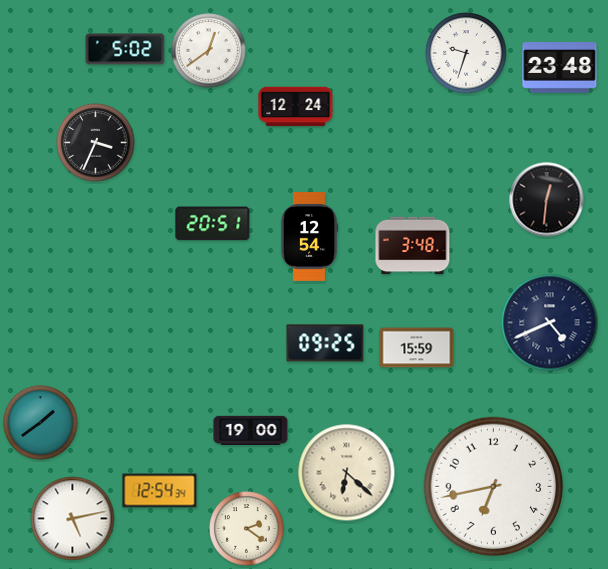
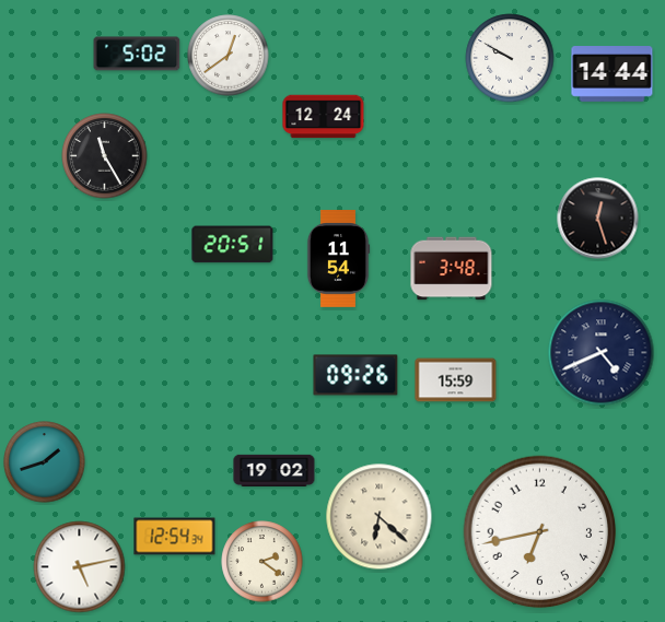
clock at (466, 53): 9:33 -> 9:50
clock at (560, 68): 23:48 -> 14:44
clock at (96, 143): 3:34 -> 11:25
clock at (547, 200): 12:31 -> 12:27
clock at (309, 237): 12:54 -> 11:54
clock at (325, 343): 09:25 -> 09:26
clock at (41, 423): 1:39 -> 1:42
clock at (251, 430): 19:00 -> 19:02
clock at (247, 529) position: (247, 529) -> (262, 562)
